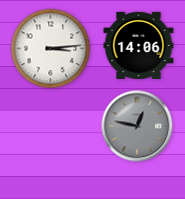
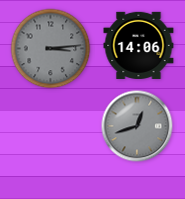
clock at (51, 49) dial: white -> grey
clock at (137, 126): 12:47 -> 12:42
